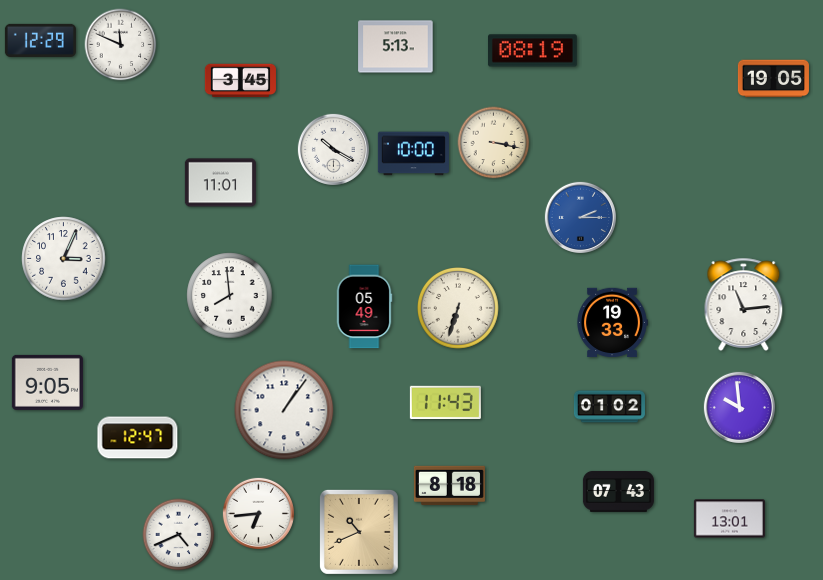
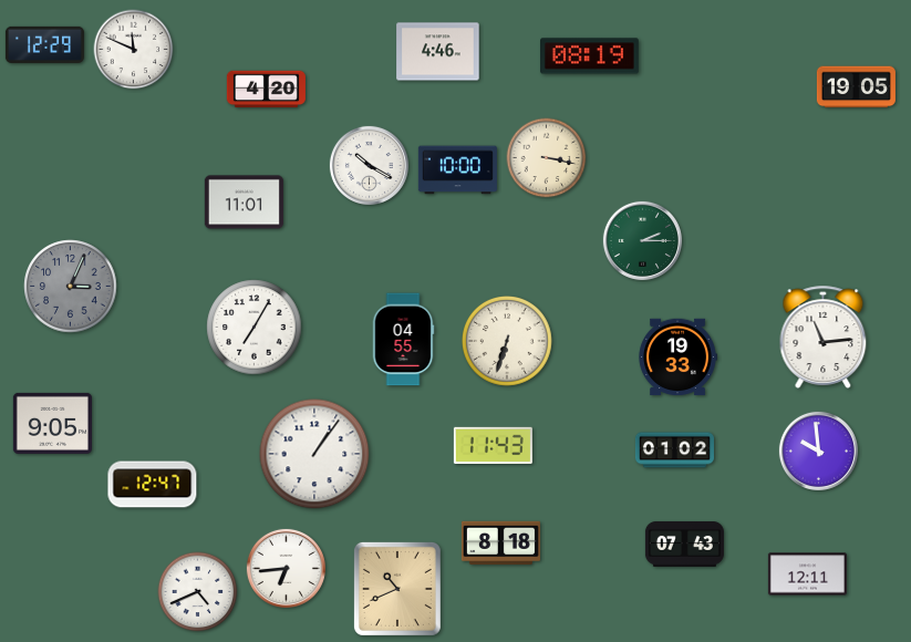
clock at (396, 47): 5:13 -> 4:46
clock at (240, 81): 3:45 -> 4:20
clock at (580, 217) dial: blue -> green
clock at (64, 259) dial: white -> grey
clock at (230, 296): 7:59 -> 7:05
clock at (364, 307): 05:49 -> 04:55
clock at (449, 486) position: (449, 486) -> (500, 543)
clock at (729, 519): 13:01 -> 12:11
